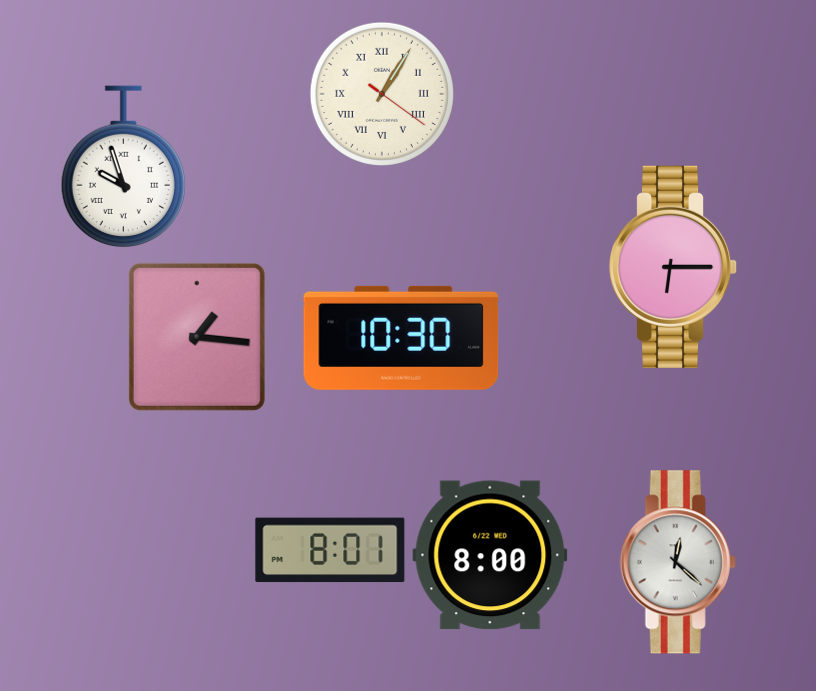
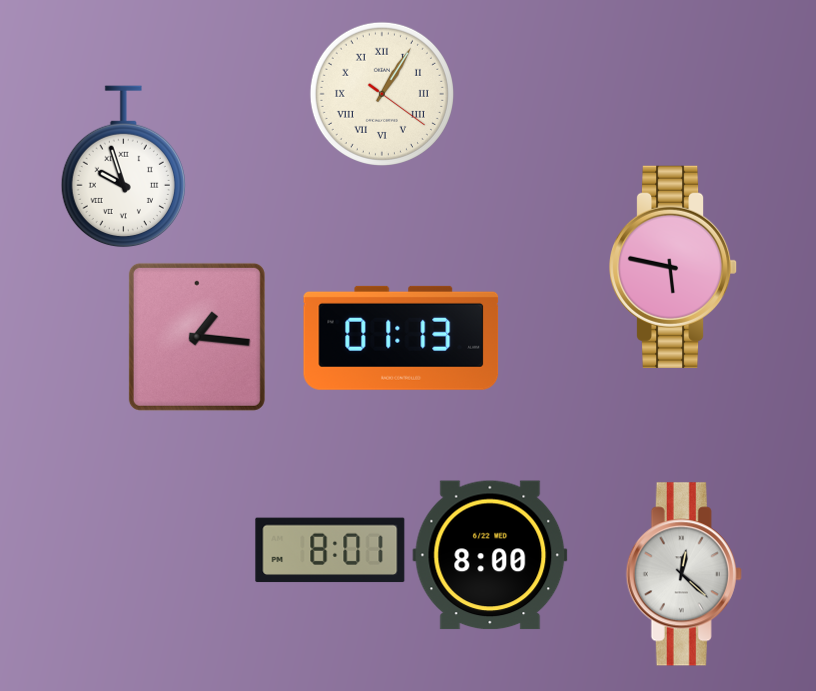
clock at (674, 267): 6:15 -> 5:47
clock at (401, 338): 10:30 -> 01:13
clock at (678, 562) position: (678, 562) -> (684, 574)
